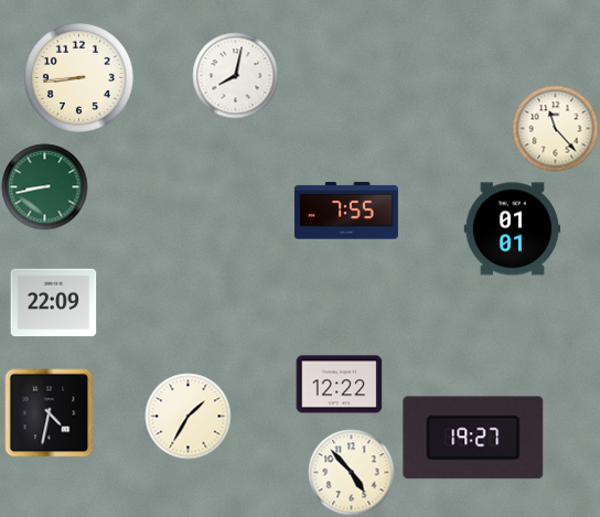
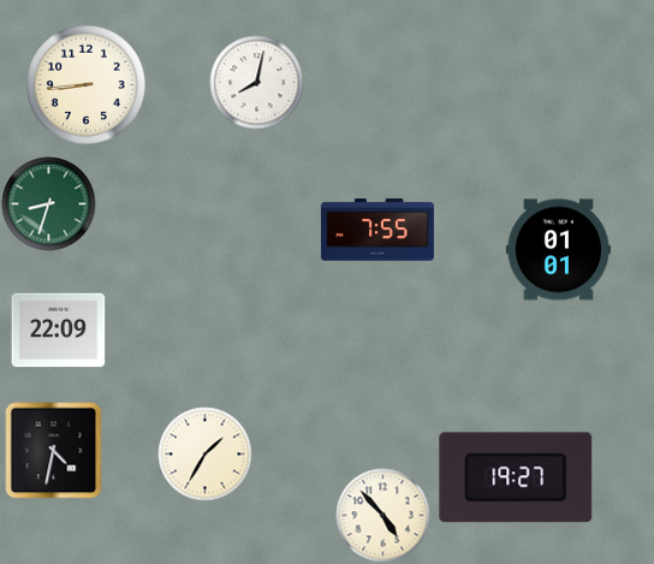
clock at (555, 128): 11:23 -> none
clock at (44, 186): 8:43 -> 8:33
clock at (339, 385): 12:22 -> none
